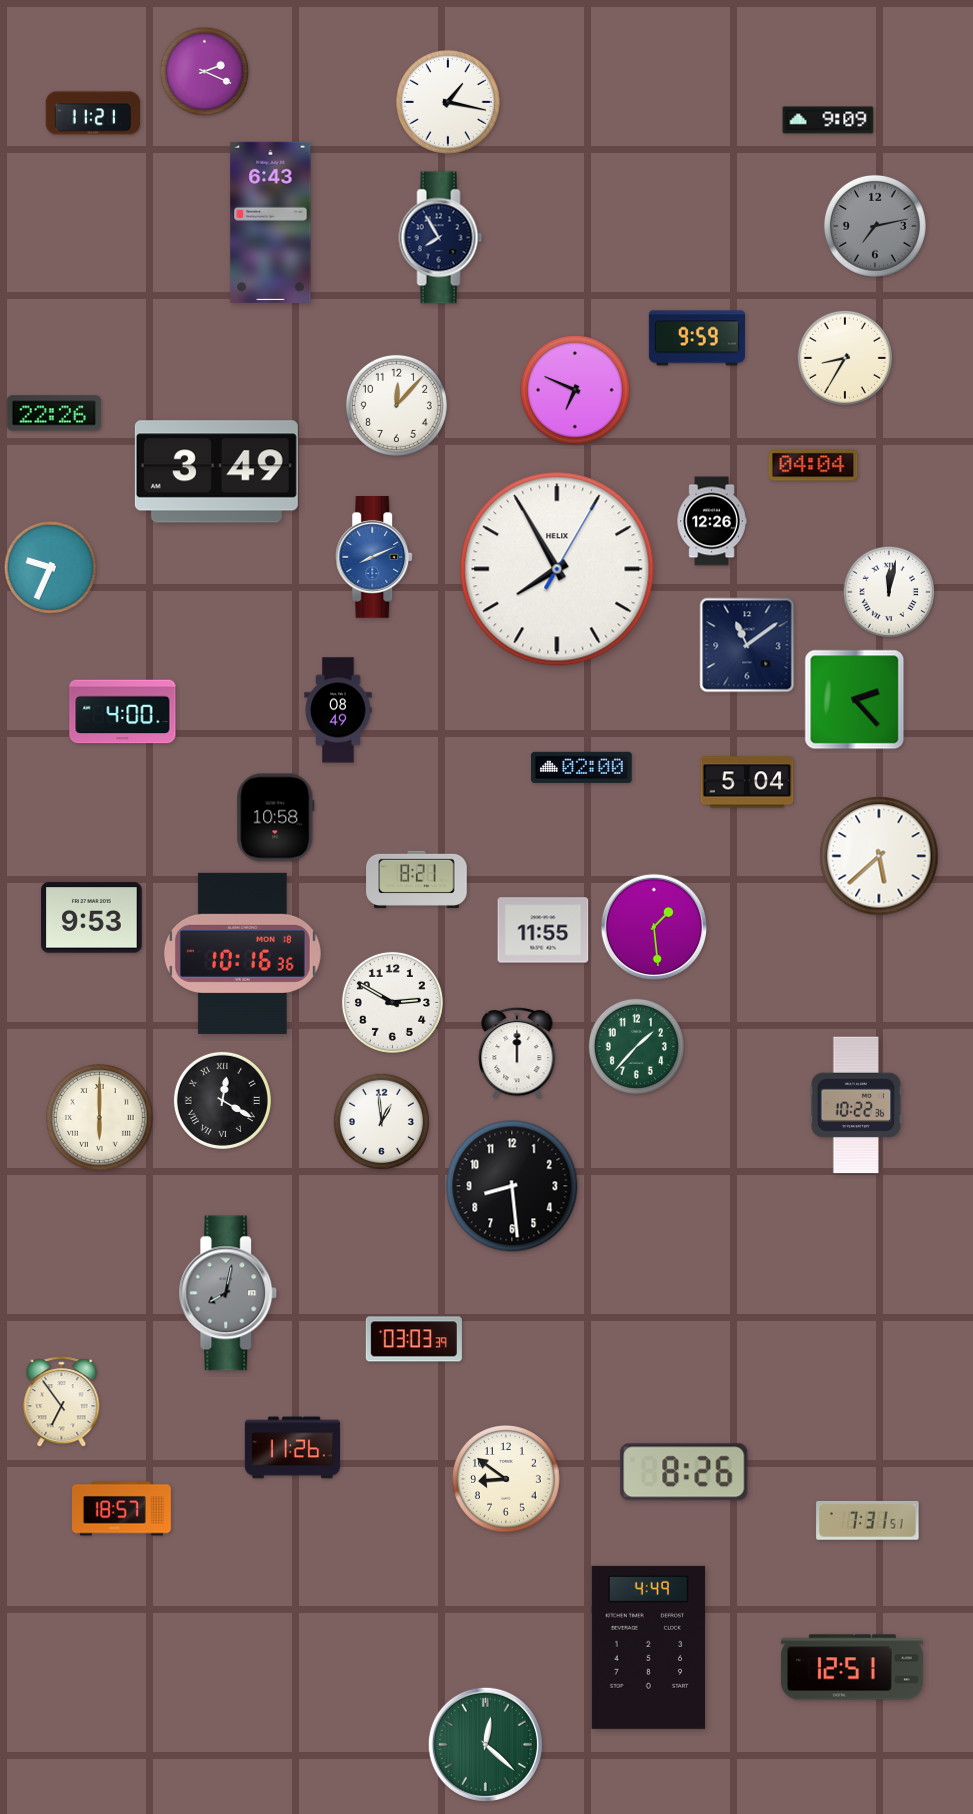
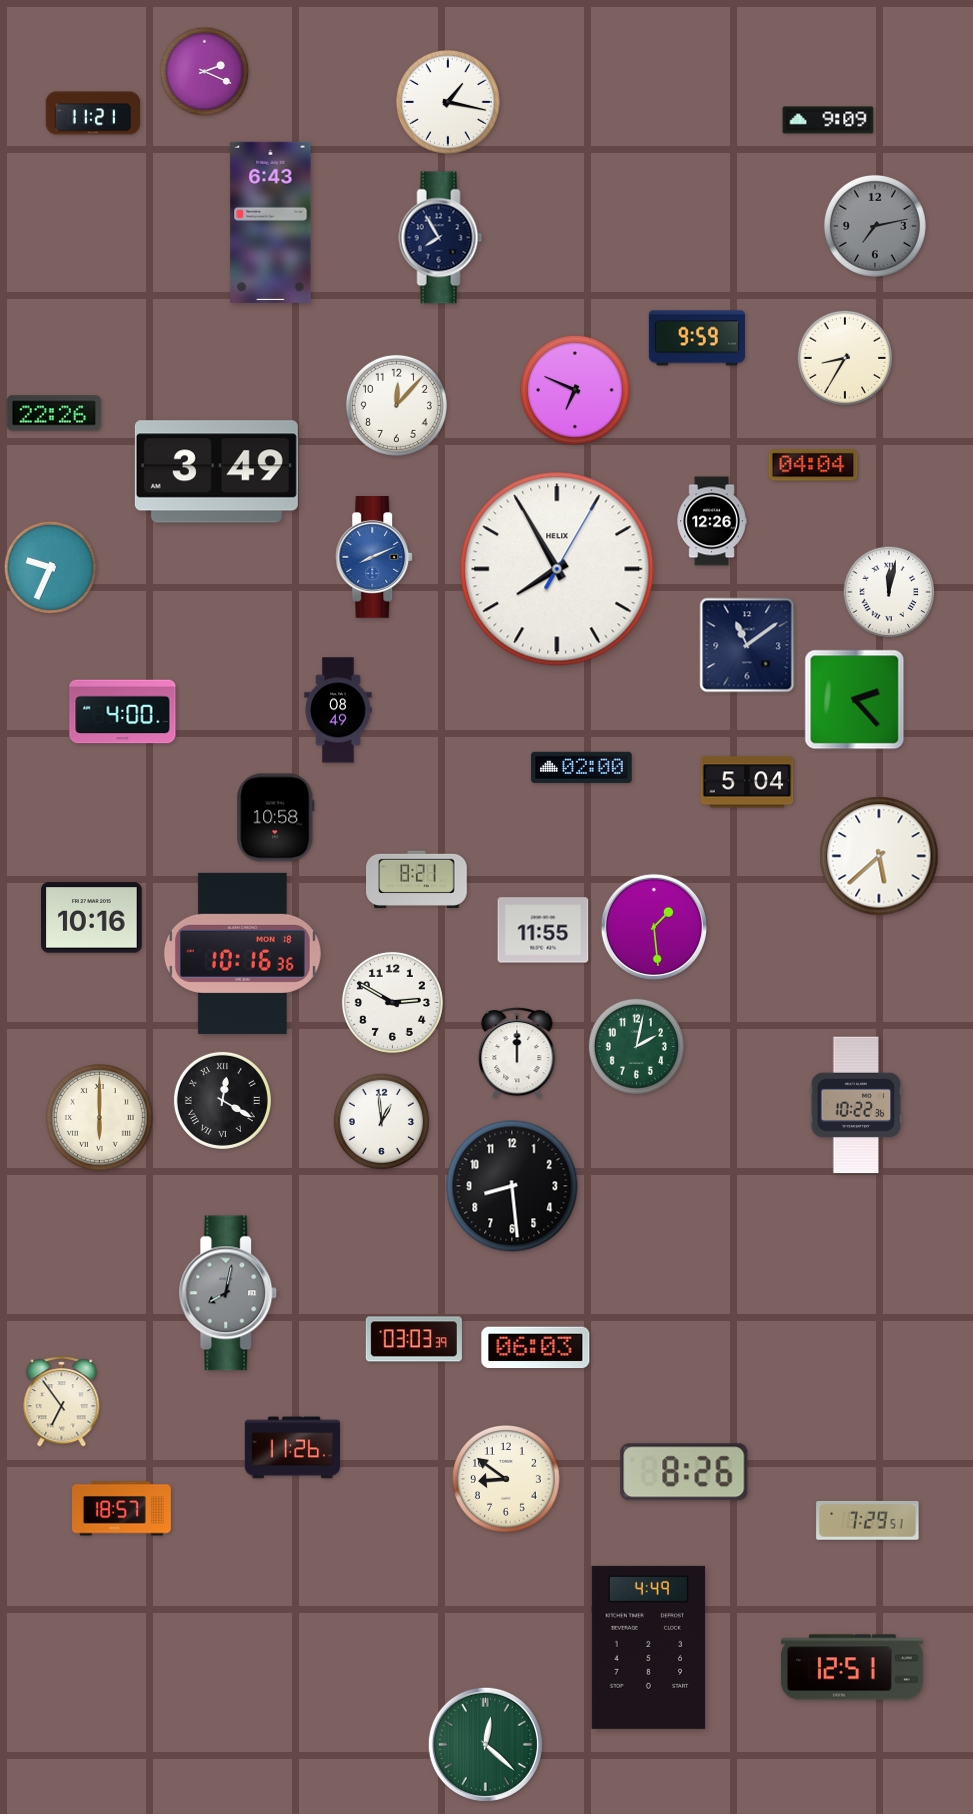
clock at (92, 918): 9:53 -> 10:16
clock at (636, 1046): 1:37 -> 2:02
clock at (536, 1348): none -> 06:03
clock at (868, 1520): 7:31 -> 7:29
